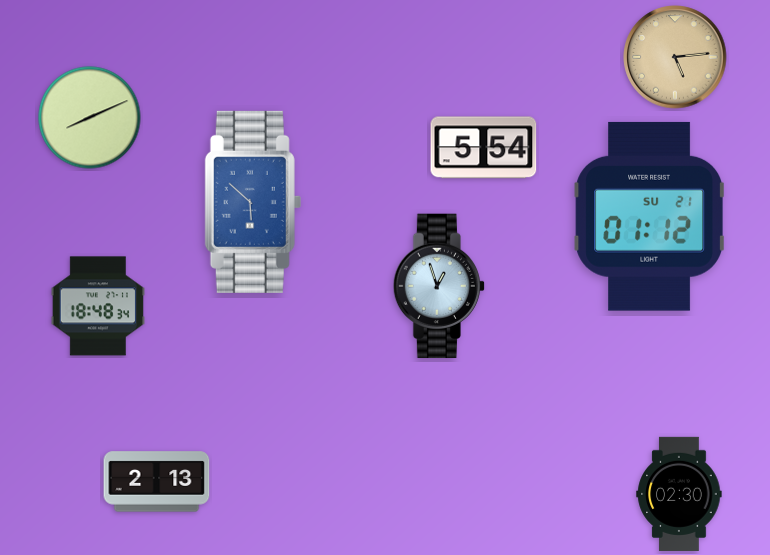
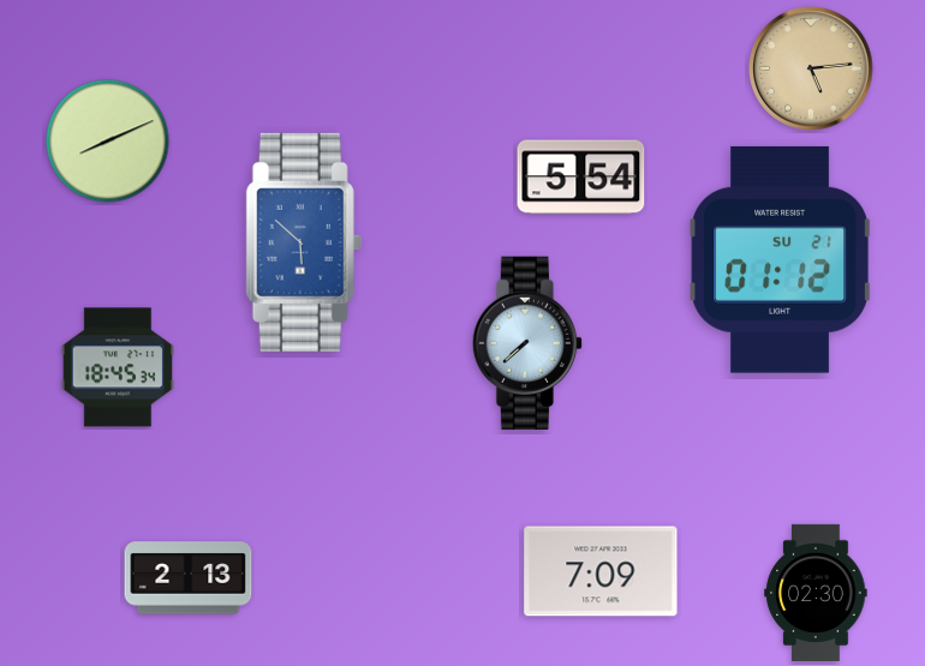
clock at (438, 286): 12:57 -> 7:38
clock at (98, 306): 18:48 -> 18:45
clock at (601, 571): none -> 7:09
